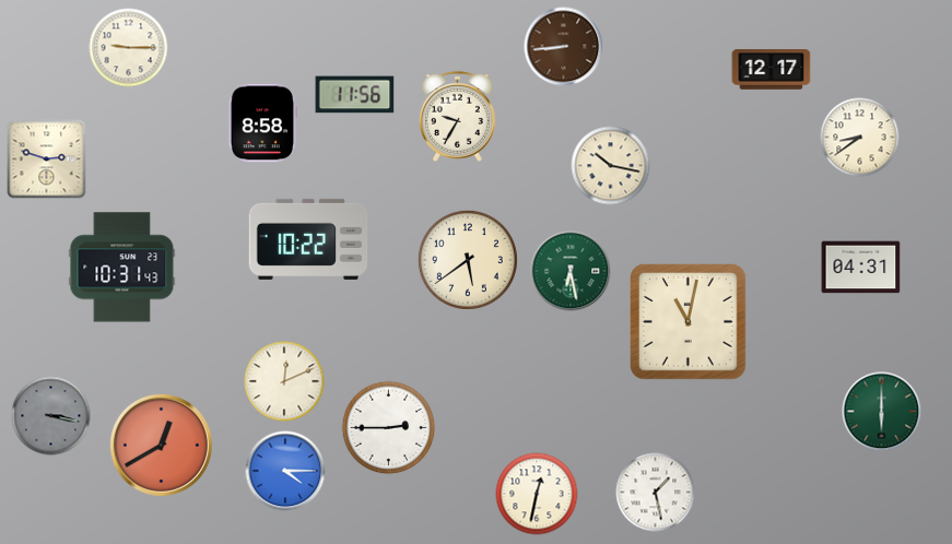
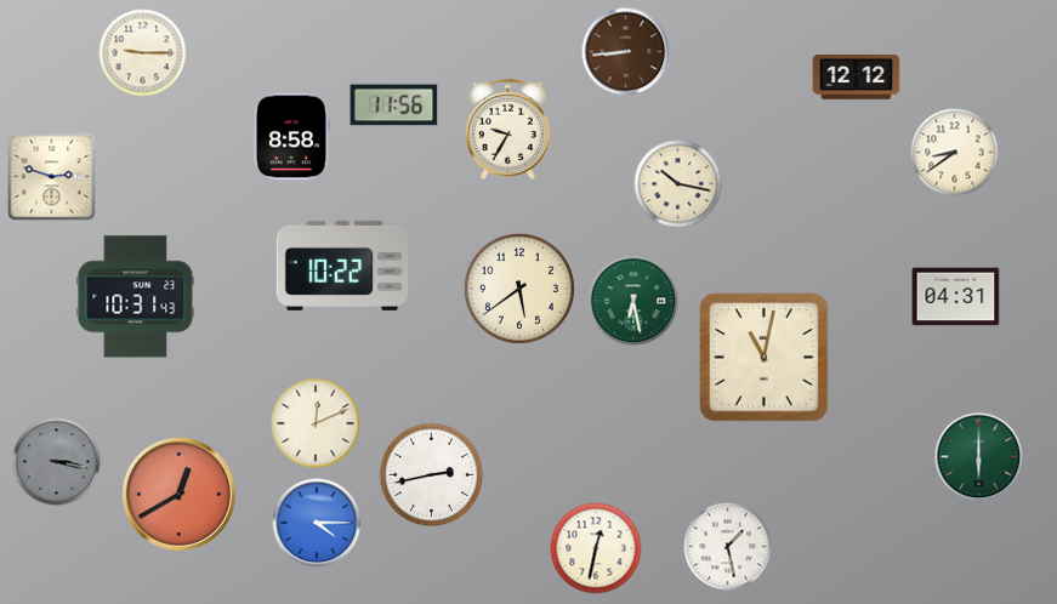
clock at (772, 70): 12:17 -> 12:12
clock at (389, 428): 2:45 -> 2:43
